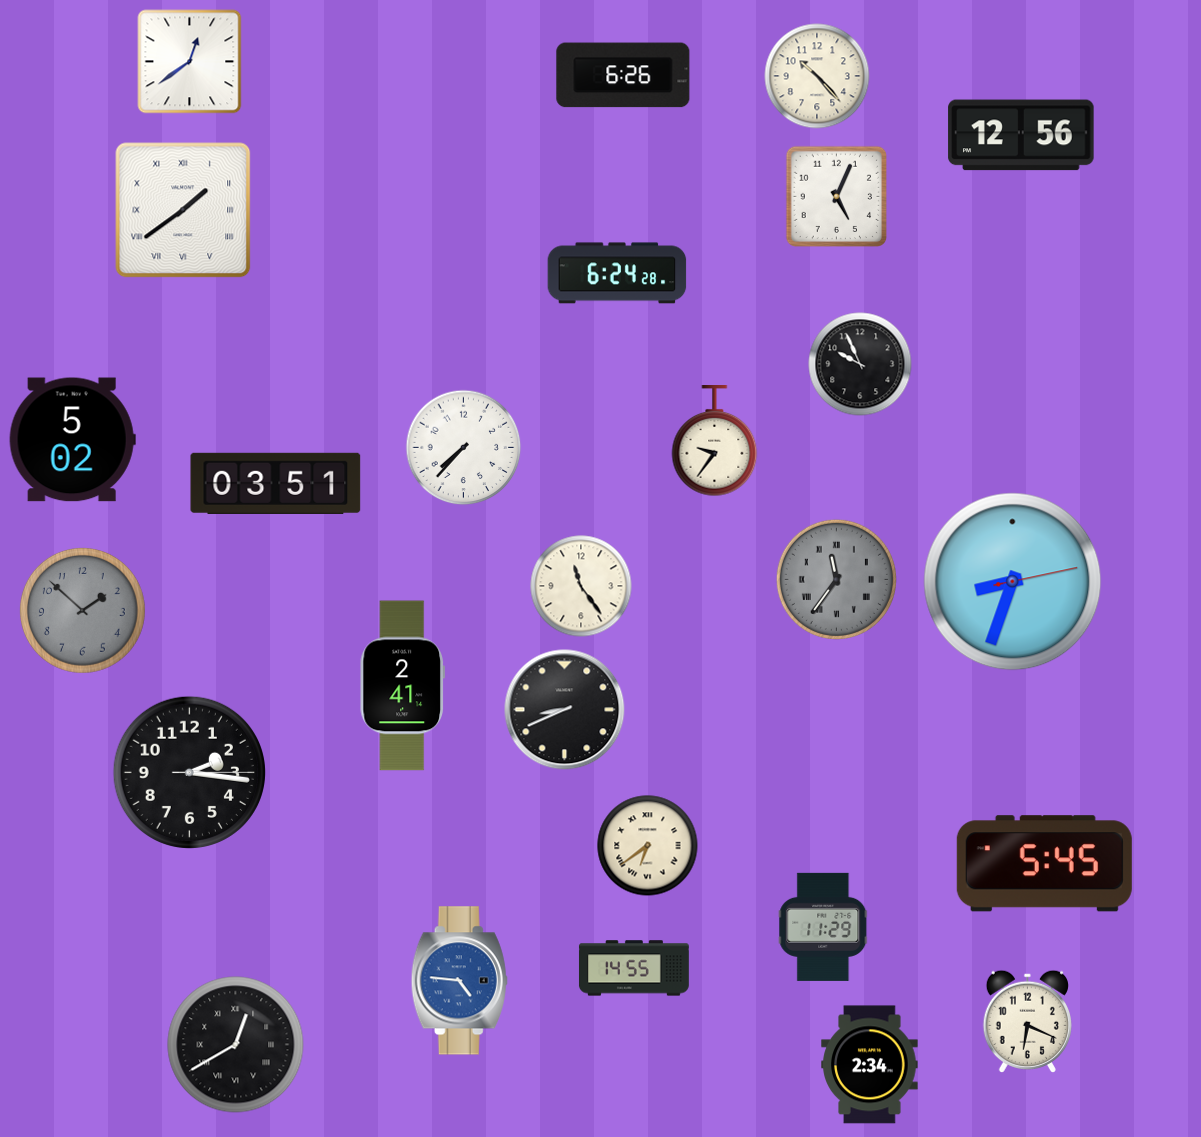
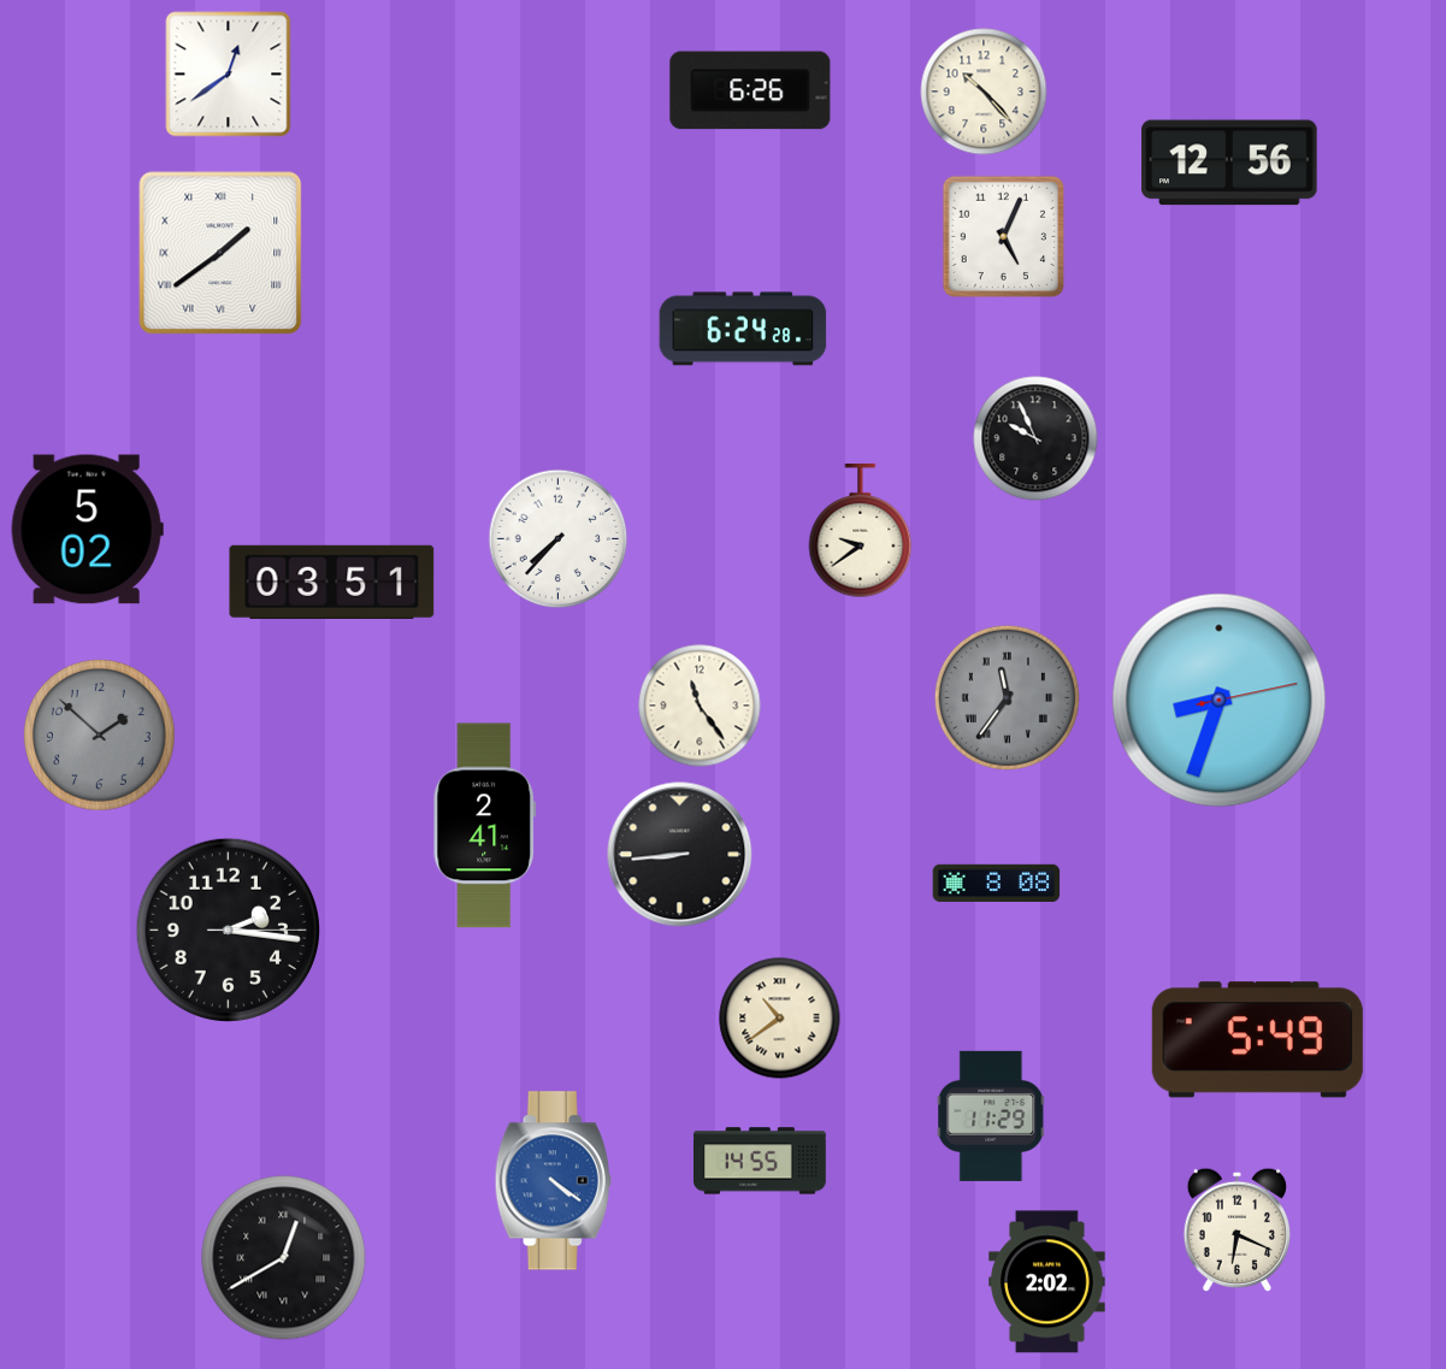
clock at (836, 196) position: (836, 196) -> (1003, 236)
clock at (715, 441): 9:36 -> 9:39
clock at (565, 710): 8:41 -> 8:44
clock at (997, 883): none -> 8:08
clock at (648, 846): 6:39 -> 10:39
clock at (1044, 864): 5:45 -> 5:49
clock at (634, 968) position: (634, 968) -> (760, 1161)
clock at (459, 981): 4:46 -> 4:21
clock at (870, 1065): 2:34 -> 2:02
